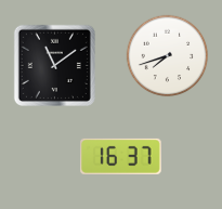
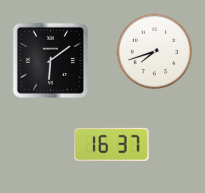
clock at (54, 65): 11:09 -> 6:09
